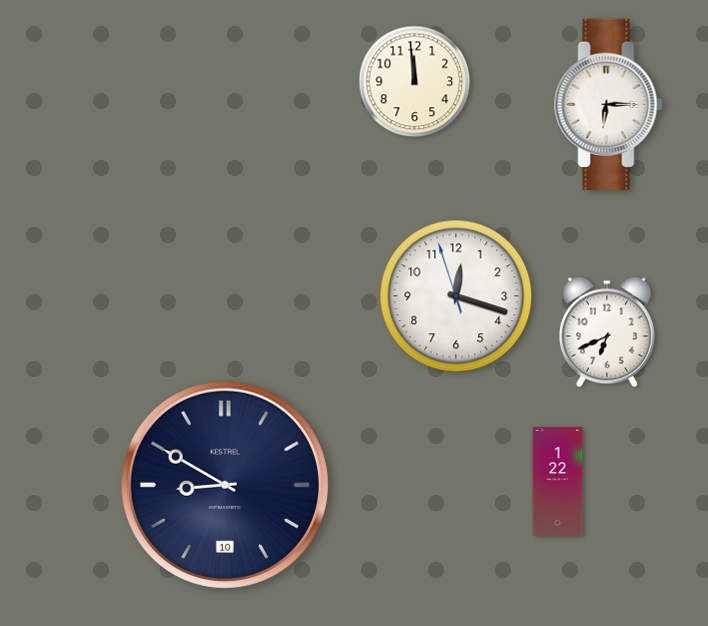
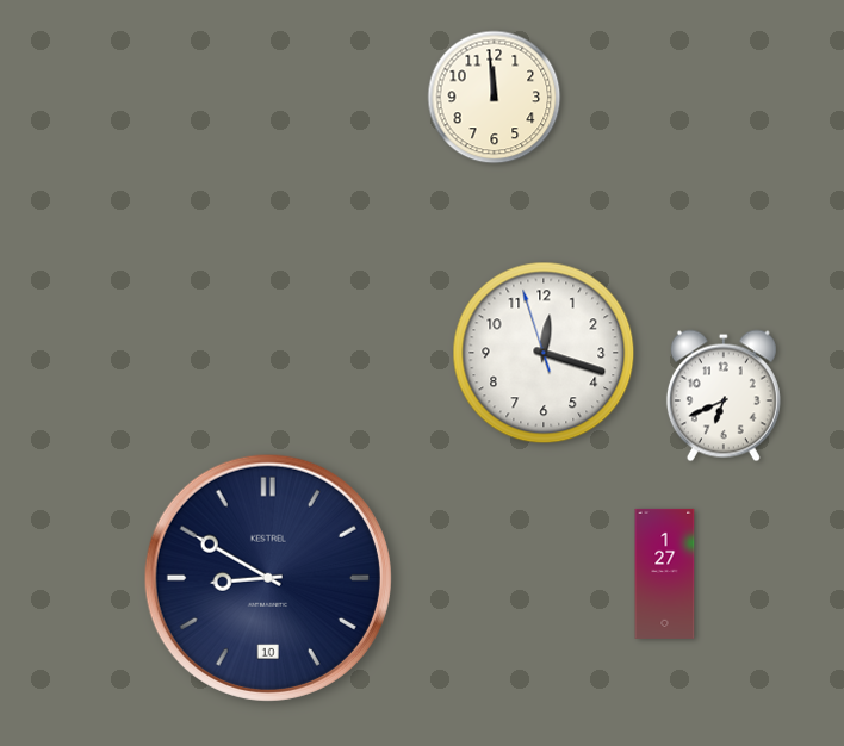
clock at (609, 104): 6:15 -> none
clock at (558, 481): 1:22 -> 1:27
